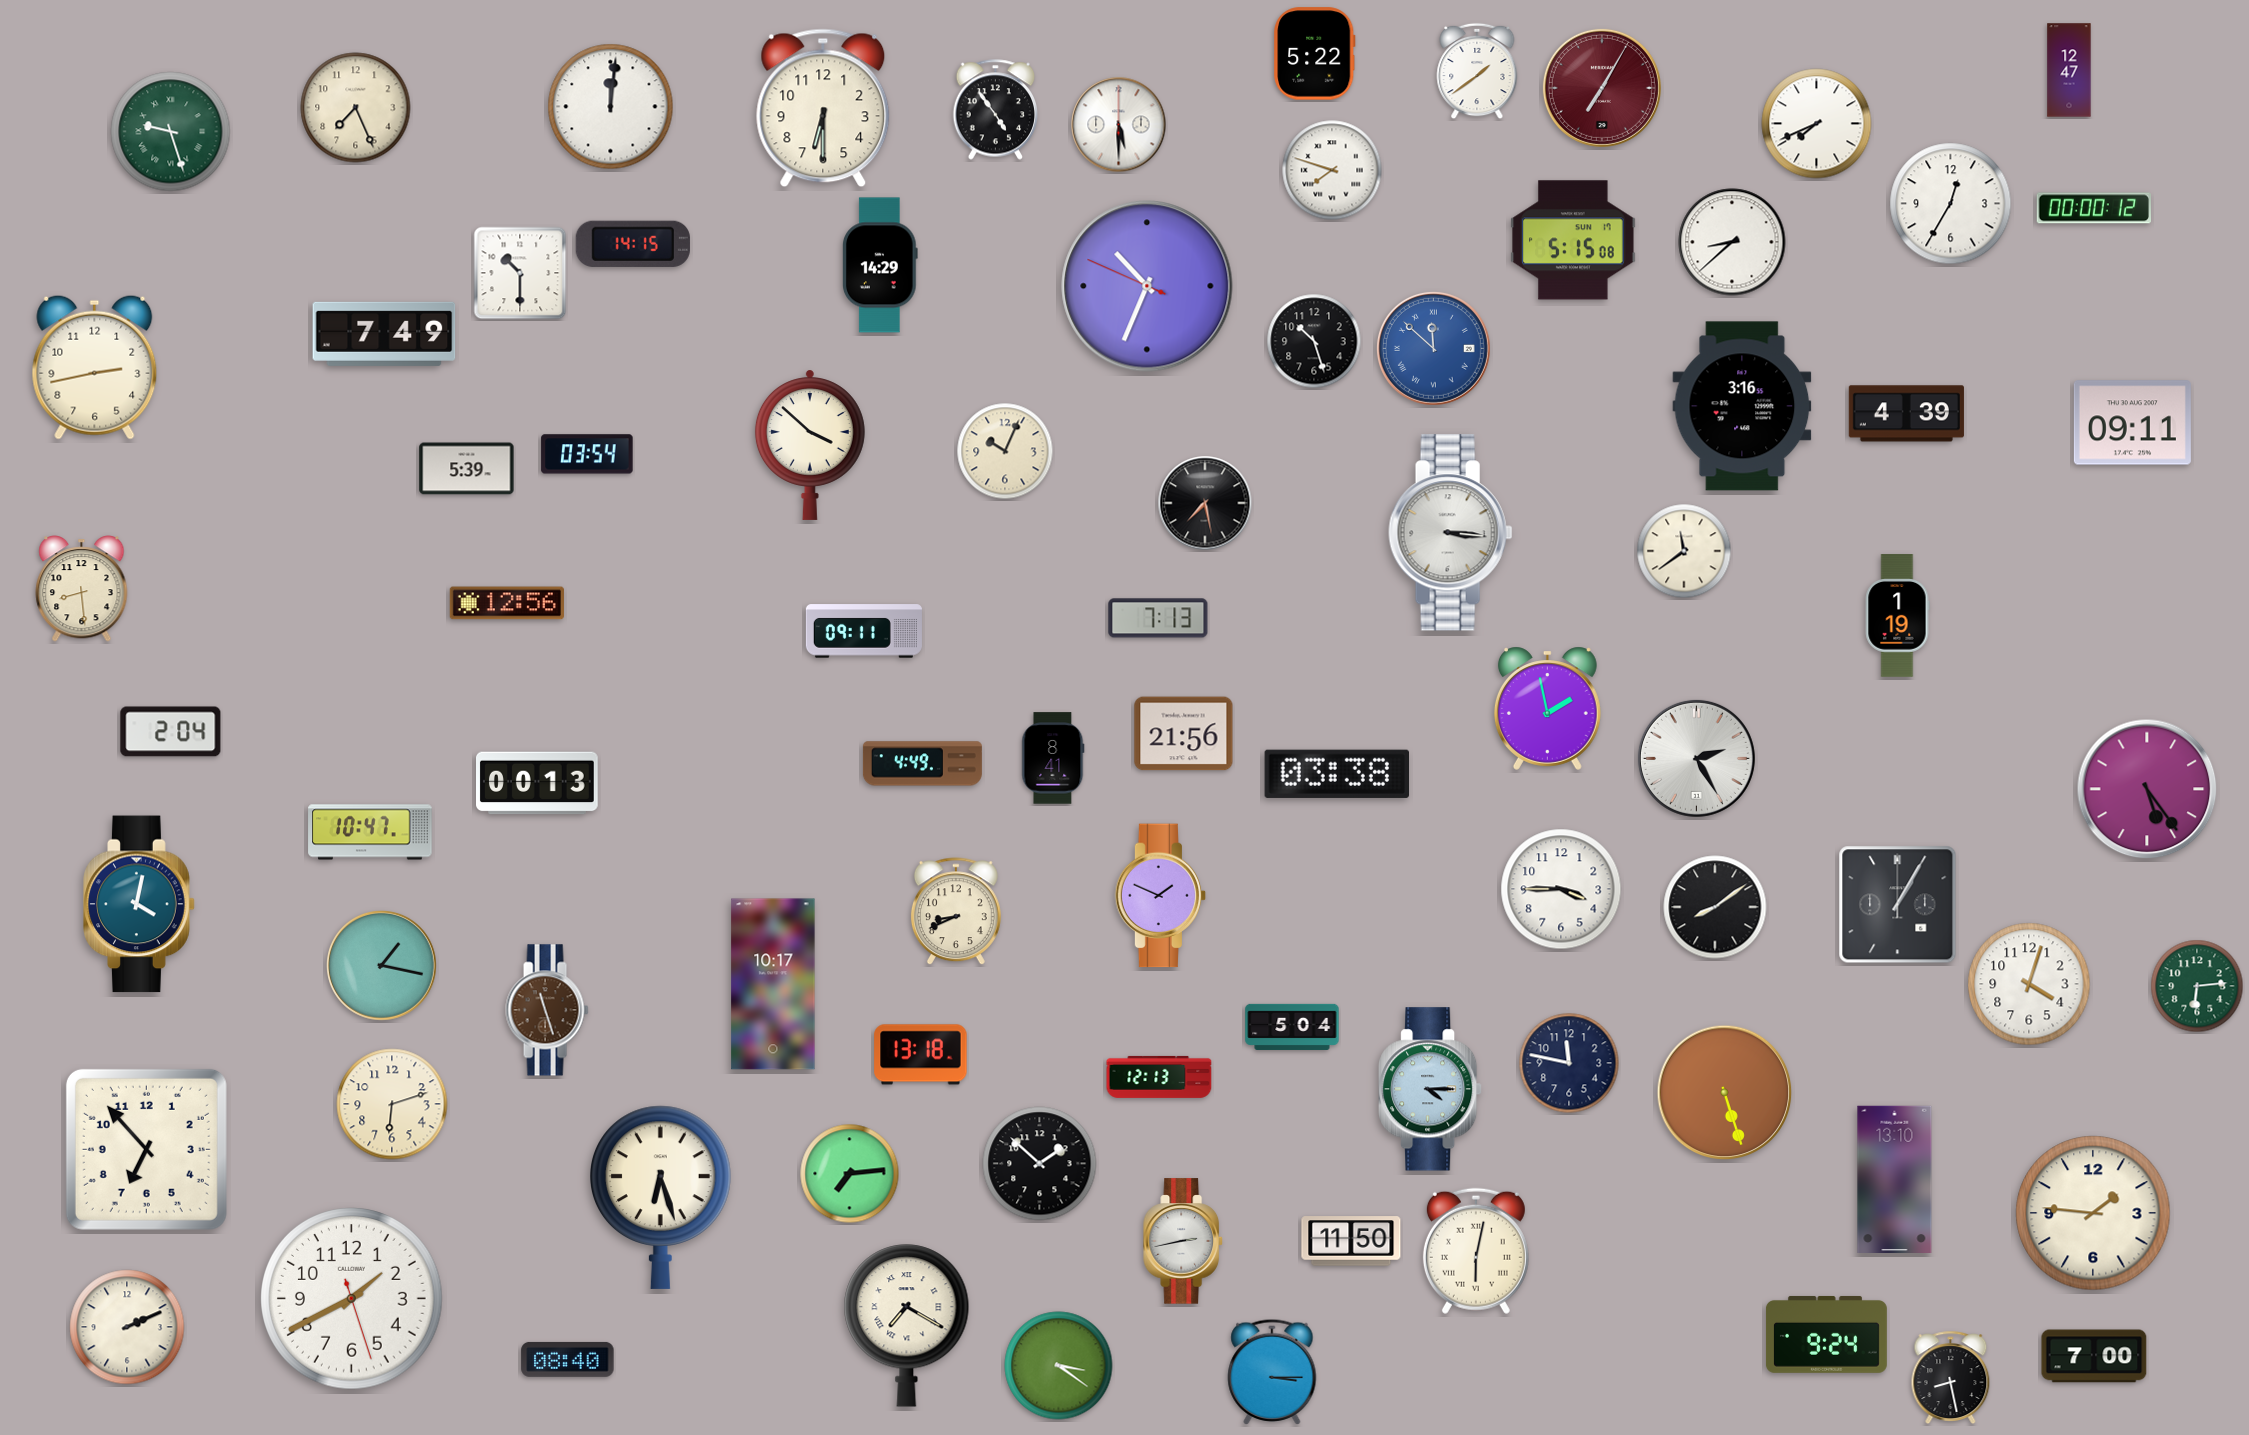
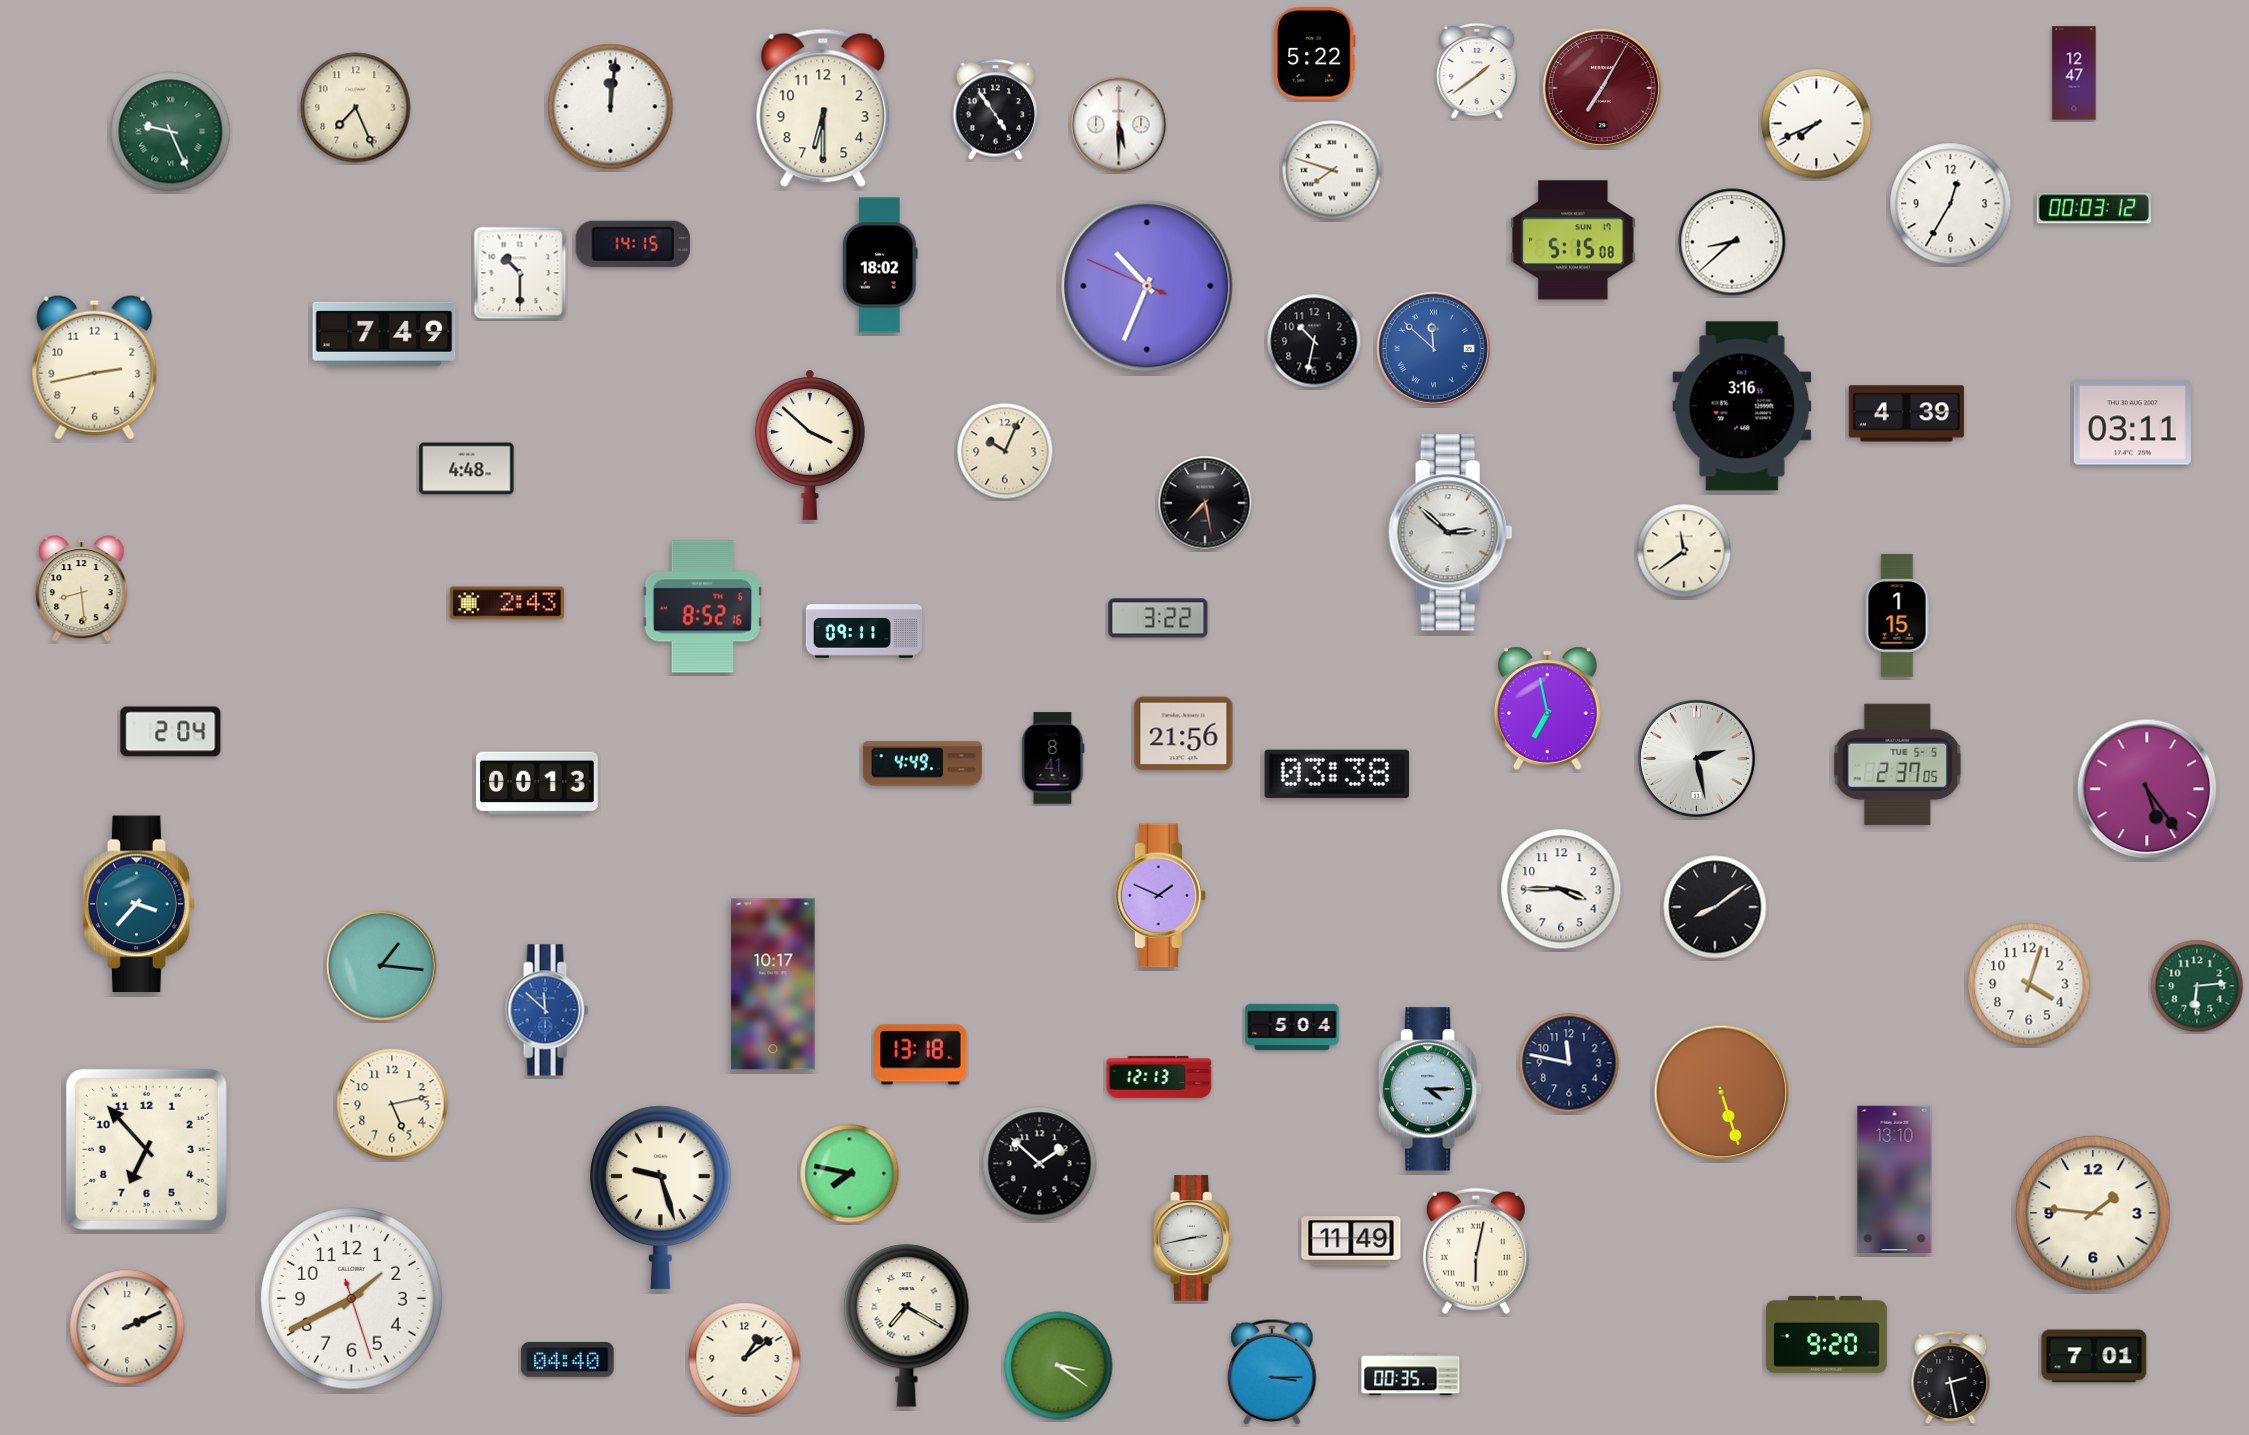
clock at (2069, 70) position: (2069, 70) -> (2074, 73)
clock at (171, 132): 9:27 -> 9:26
clock at (2094, 208): 00:00 -> 00:03
clock at (881, 265): 14:29 -> 18:02
clock at (1314, 341): 10:27 -> 10:32
clock at (2132, 423): 09:11 -> 03:11
clock at (587, 454): 03:54 -> none
clock at (467, 469): 5:39 -> 4:48
clock at (1451, 533): 3:16 -> 2:52
clock at (507, 603): 12:56 -> 2:43
clock at (703, 607): none -> 8:52
clock at (1897, 616): 1:19 -> 1:15
clock at (1158, 618): 7:13 -> 3:22
clock at (1547, 708): 1:58 -> 6:58
clock at (1696, 758): 2:25 -> 2:28
clock at (1898, 764): none -> 2:37
clock at (370, 832): 10:47 -> none
clock at (139, 904): 4:02 -> 3:37
clock at (1898, 905): 1:05 -> none
clock at (956, 912): 8:41 -> none
clock at (382, 966): 1:17 -> 1:16
clock at (547, 1010): 11:27 -> 11:52
clock at (547, 1010) dial: brown -> blue
clock at (1725, 1093) position: (1725, 1093) -> (1722, 1093)
clock at (392, 1104): 6:12 -> 5:13
clock at (850, 1174): 7:14 -> 7:47
clock at (661, 1197): 6:27 -> 9:27
clock at (1183, 1241) position: (1183, 1241) -> (1193, 1238)
clock at (1351, 1241): 11:50 -> 11:49
clock at (1827, 1334): 9:24 -> 9:20
clock at (2094, 1356): 7:00 -> 7:01
clock at (568, 1359): 08:40 -> 04:40
clock at (745, 1359): none -> 1:09
clock at (1411, 1375): none -> 00:35
clock at (1951, 1377): 8:28 -> 2:28
